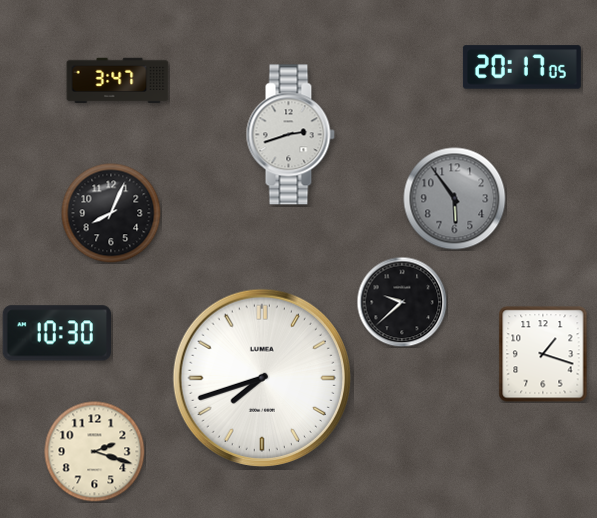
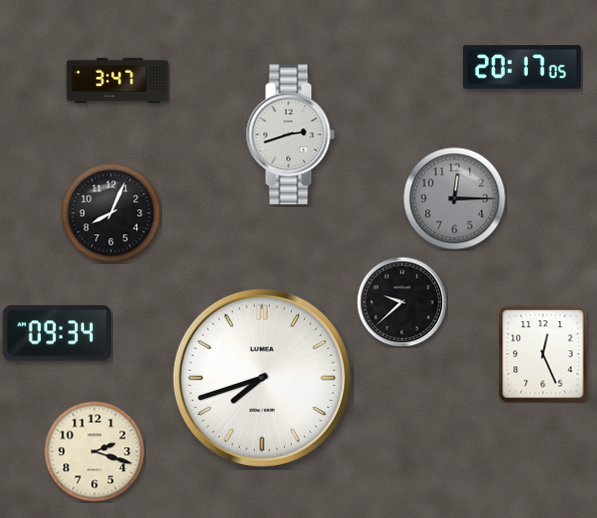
clock at (455, 199): 5:54 -> 12:15
clock at (56, 333): 10:30 -> 09:34
clock at (543, 354): 1:18 -> 12:26
